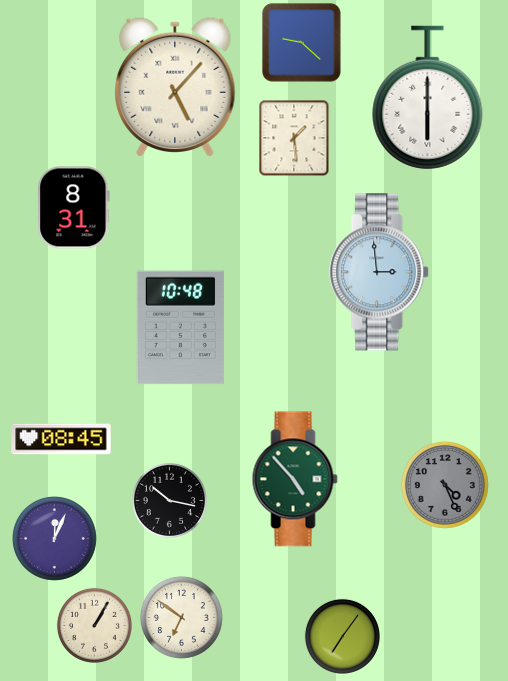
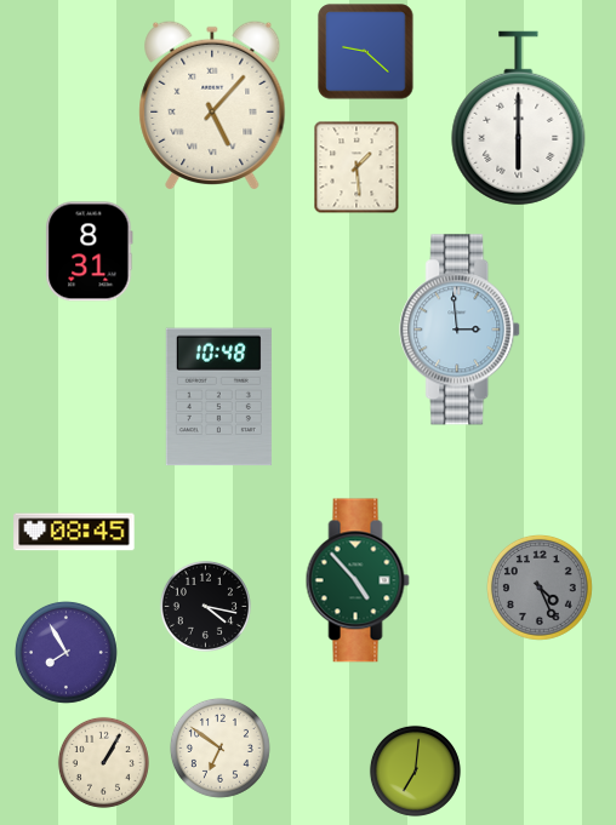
clock at (169, 500): 10:17 -> 4:17
clock at (54, 538): 12:04 -> 7:55
clock at (94, 625) position: (94, 625) -> (103, 762)
clock at (342, 636): 7:06 -> 7:01
